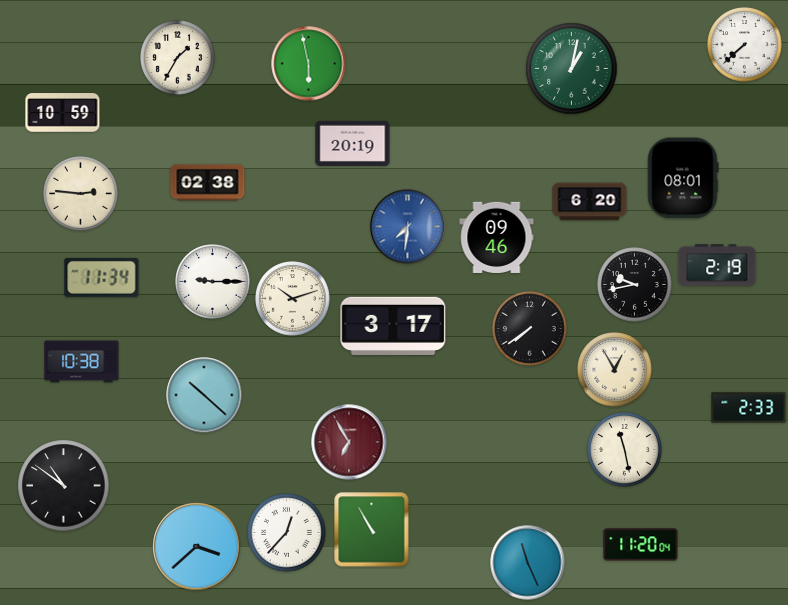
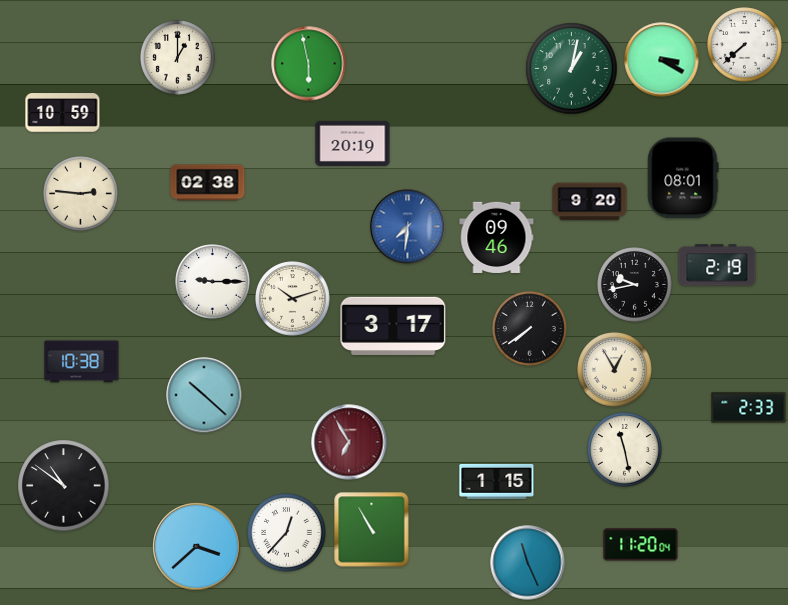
clock at (178, 58): 1:35 -> 1:00
clock at (662, 60): none -> 3:20
clock at (590, 202): 6:20 -> 9:20
clock at (102, 277): 11:34 -> none
clock at (497, 481): none -> 1:15
